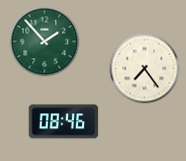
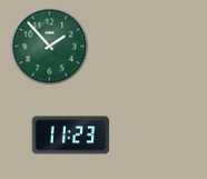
clock at (145, 69): 7:24 -> none
clock at (64, 122): 08:46 -> 11:23
